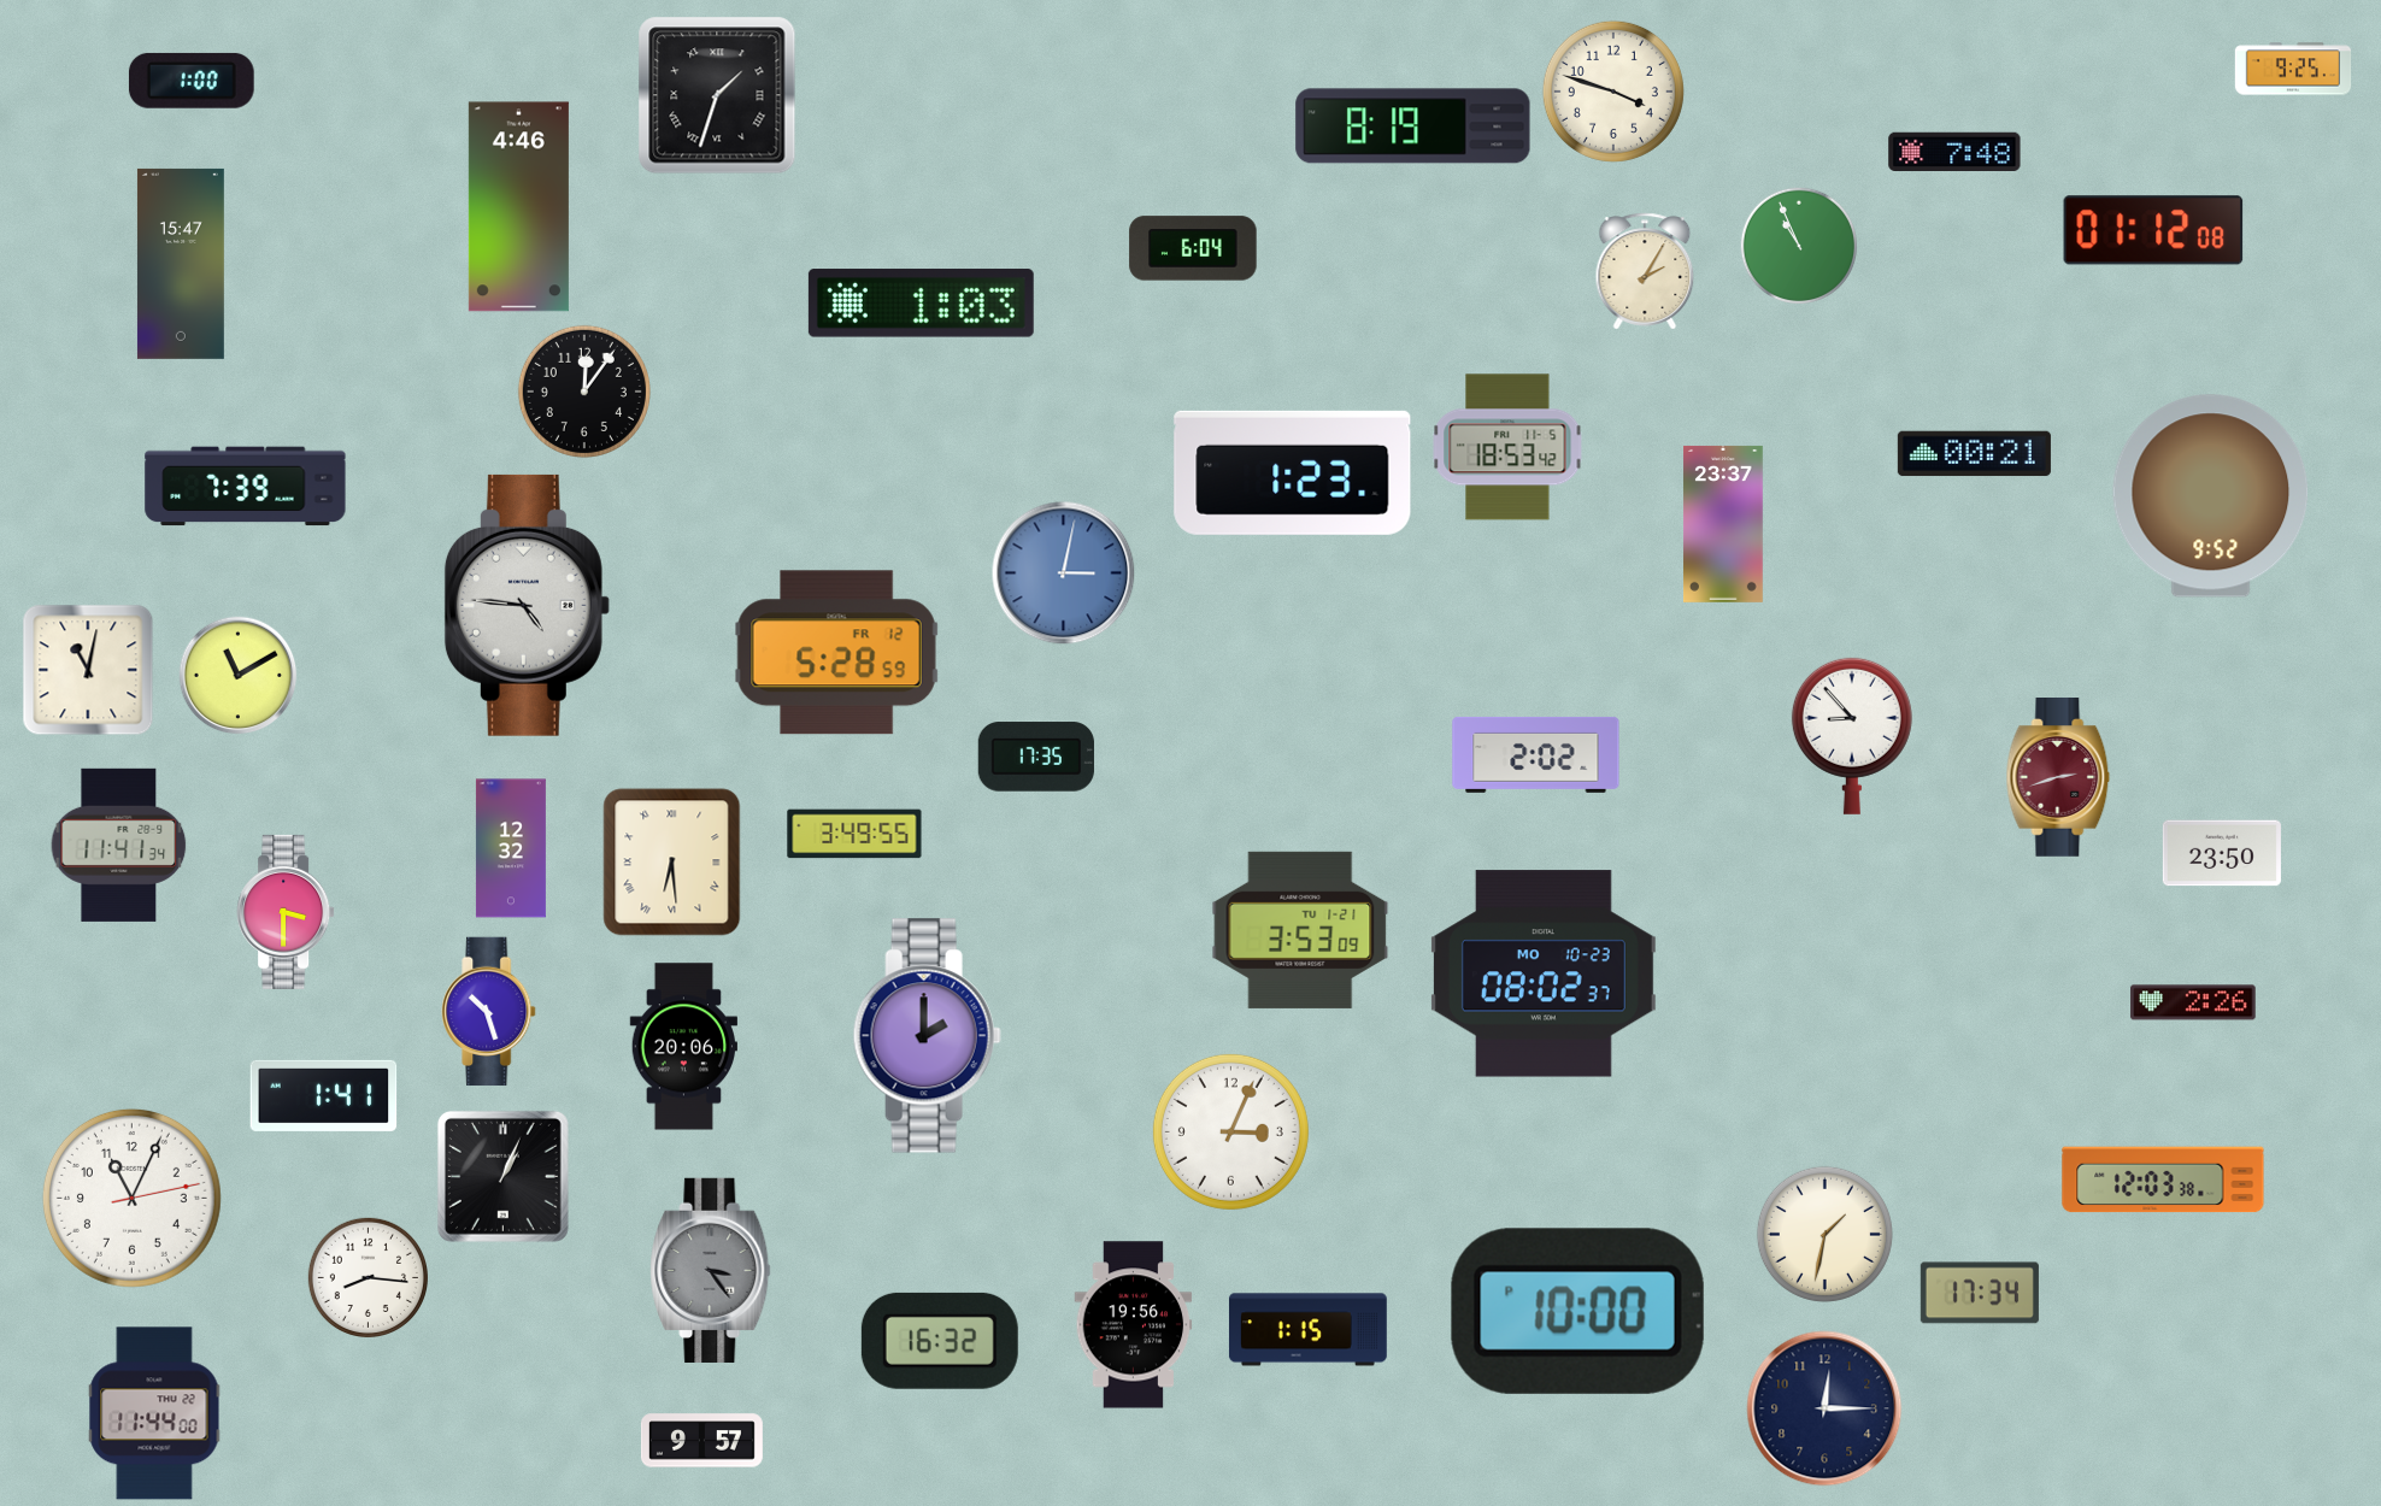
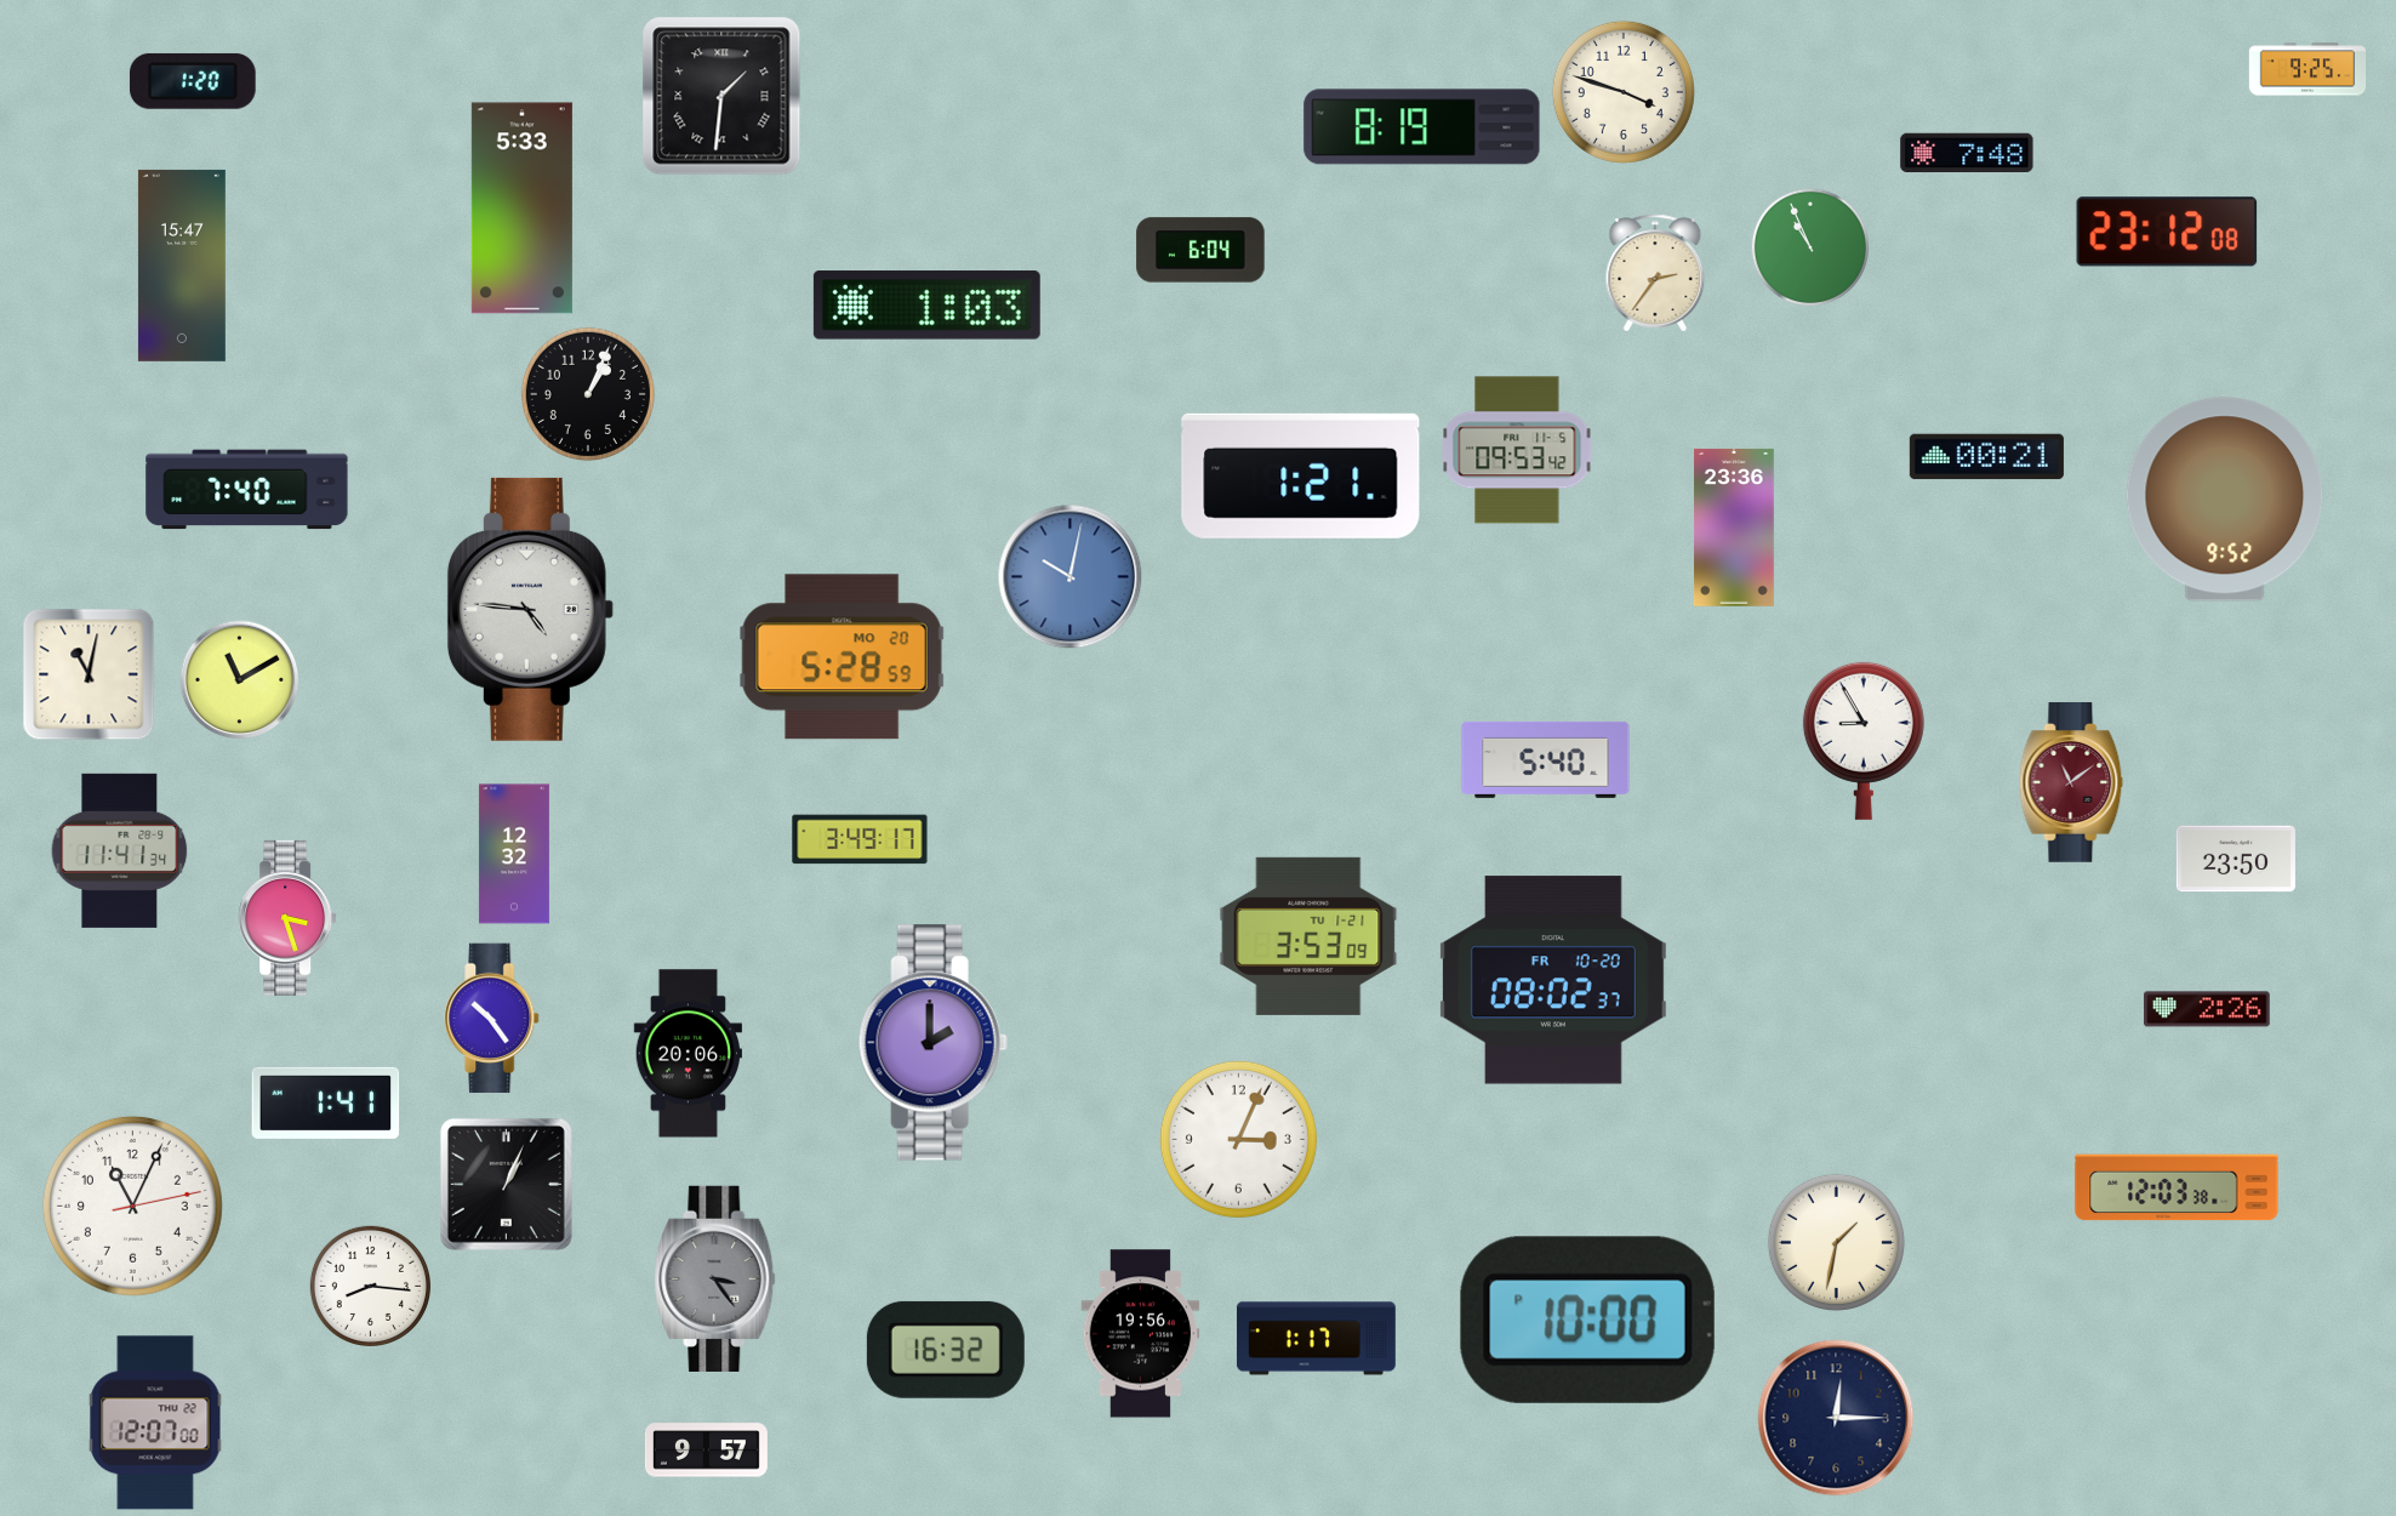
clock at (192, 81): 1:00 -> 1:20
clock at (717, 95): 1:33 -> 1:31
clock at (518, 207): 4:46 -> 5:33
clock at (2153, 230): 01:12 -> 23:12
clock at (1645, 271): 2:05 -> 2:36
clock at (584, 392): 12:06 -> 1:04
clock at (1507, 447): 18:53 -> 09:53
clock at (1293, 472): 1:23 -> 1:21
clock at (246, 487): 7:39 -> 7:40
clock at (1724, 524): 23:37 -> 23:36
clock at (1064, 573): 3:02 -> 10:02
clock at (836, 653) date: FR 12 -> MO 20
clock at (1852, 736): 8:53 -> 8:55
clock at (1536, 754): 2:02 -> 5:40
clock at (1036, 757): 17:35 -> none
clock at (2058, 778): 2:42 -> 11:09
clock at (854, 834): 3:49:55 -> 3:49:17
clock at (672, 863): 6:29 -> none
clock at (286, 912): 3:30 -> 3:27
clock at (1544, 973) date: MO 10-23 -> FR 10-20
clock at (489, 1012): 10:27 -> 10:24
clock at (1980, 1293): 17:34 -> none
clock at (1307, 1330): 1:15 -> 1:17
clock at (154, 1413): 11:44 -> 12:07
